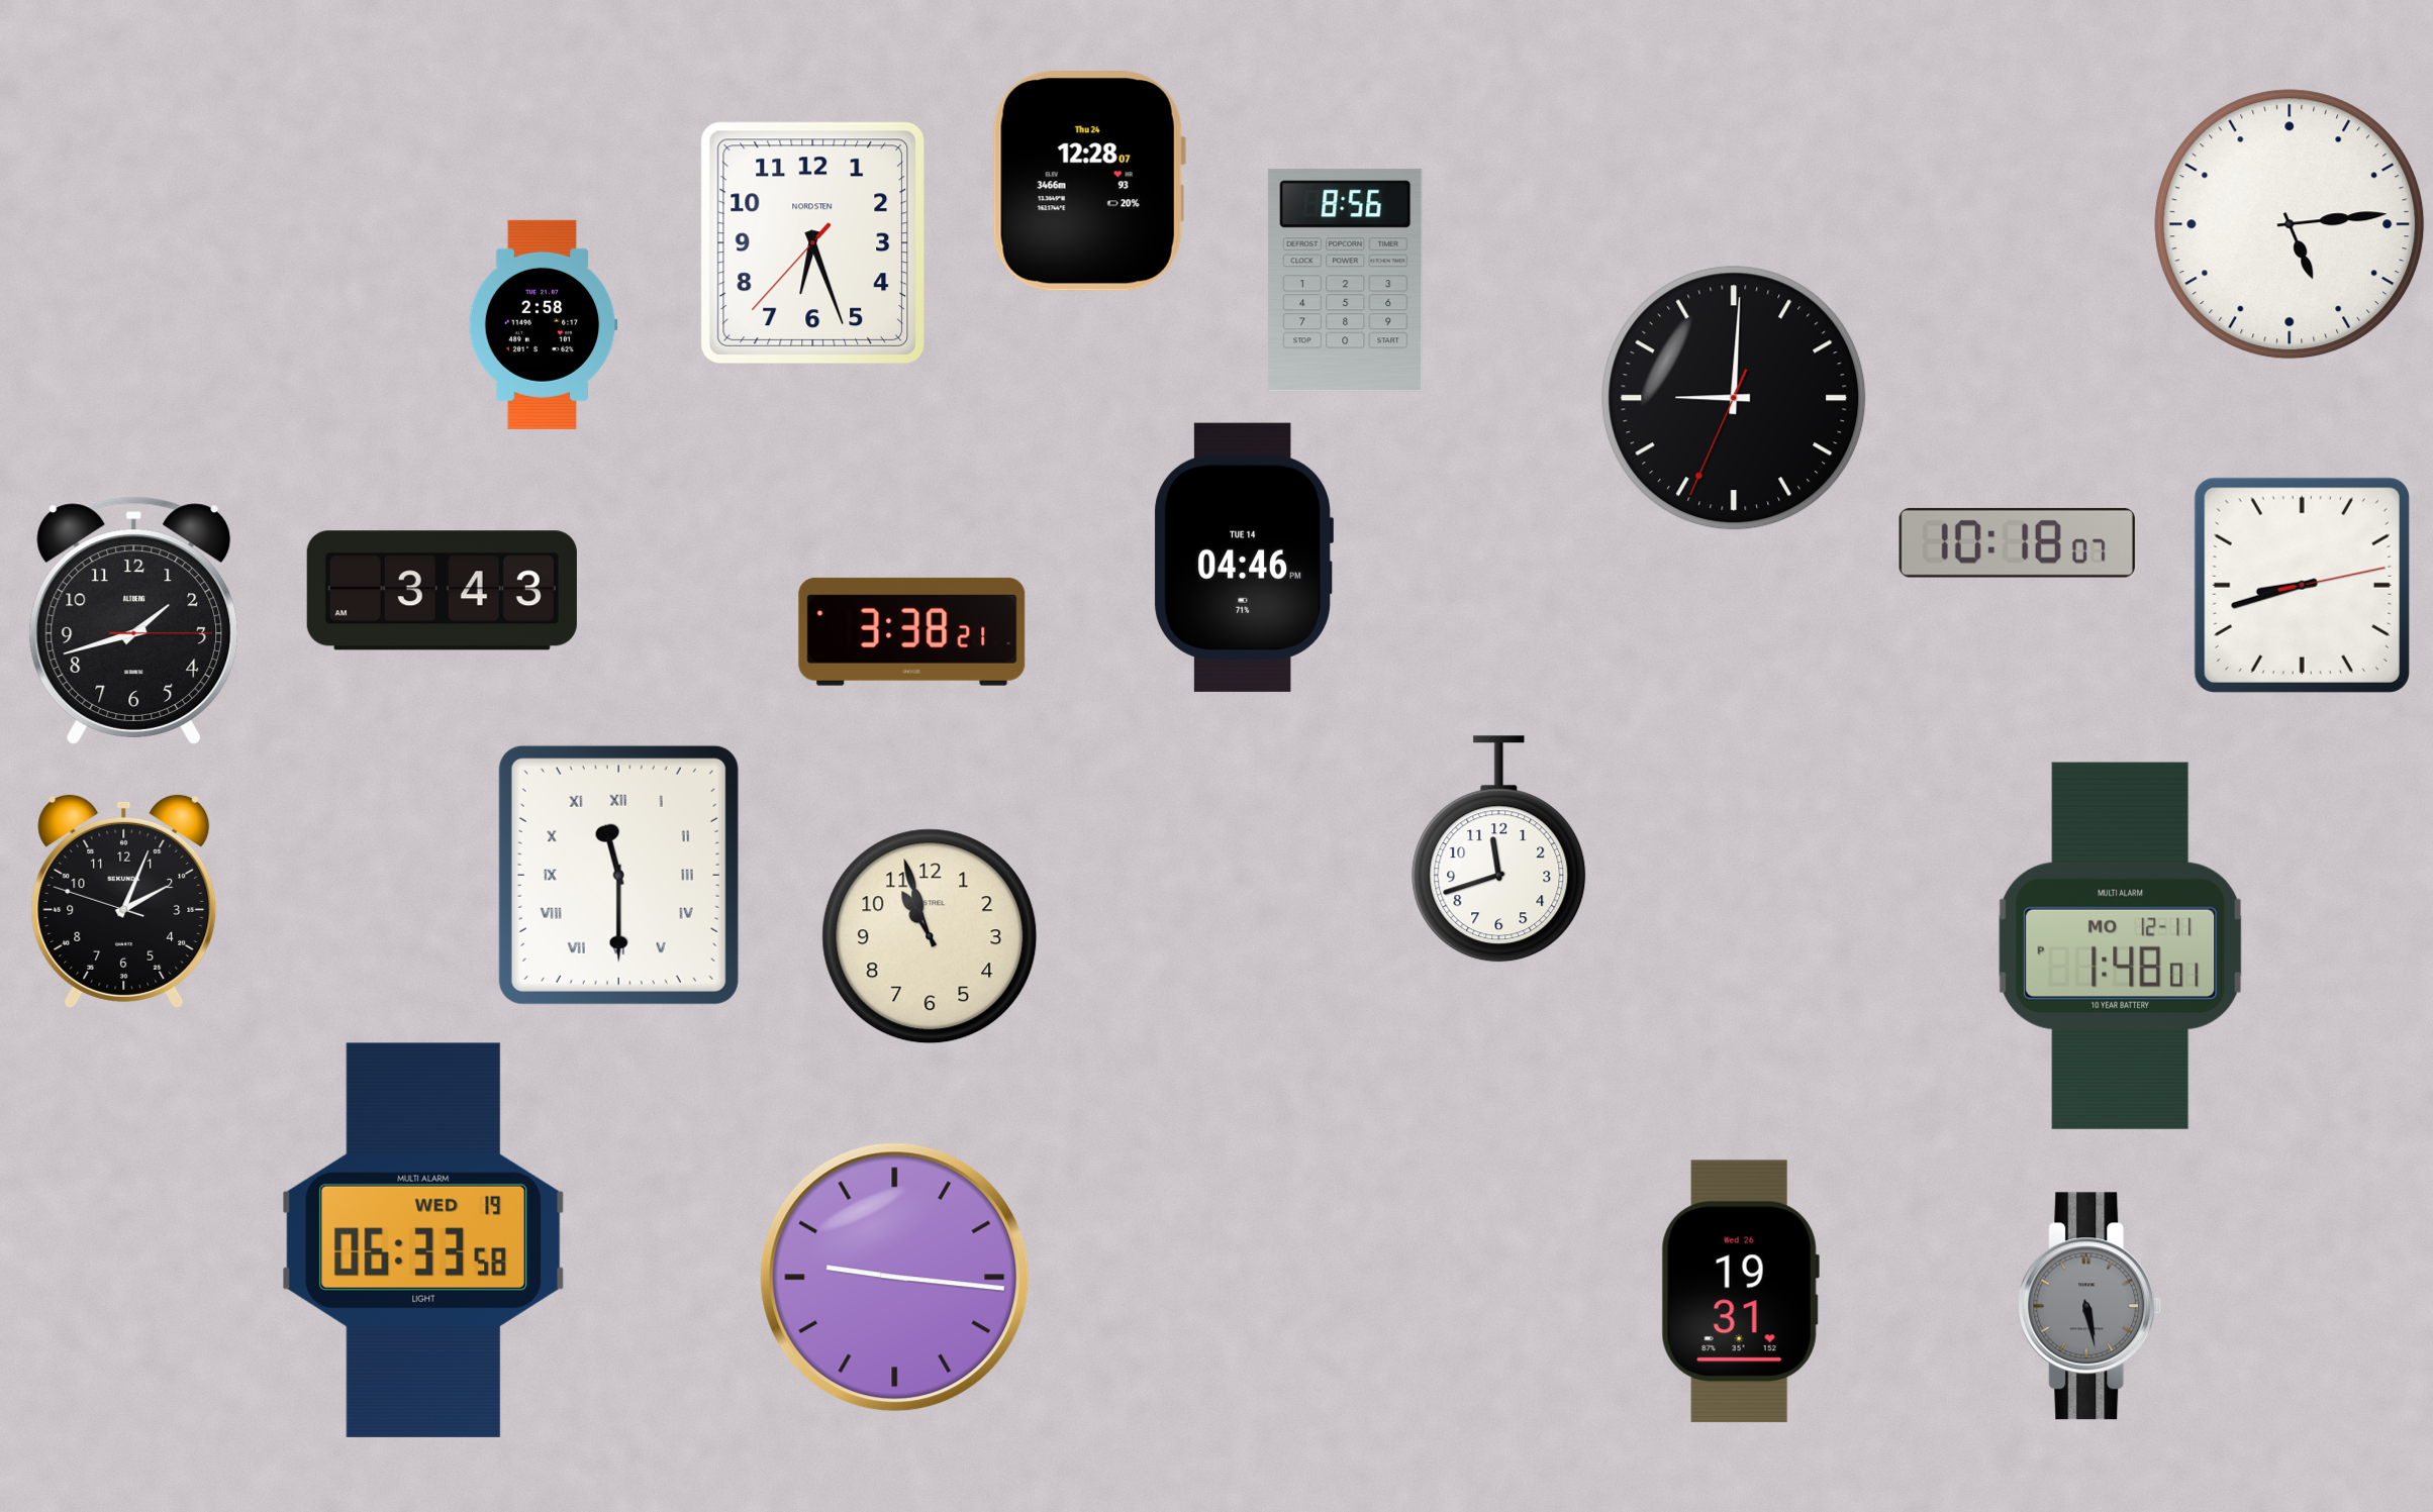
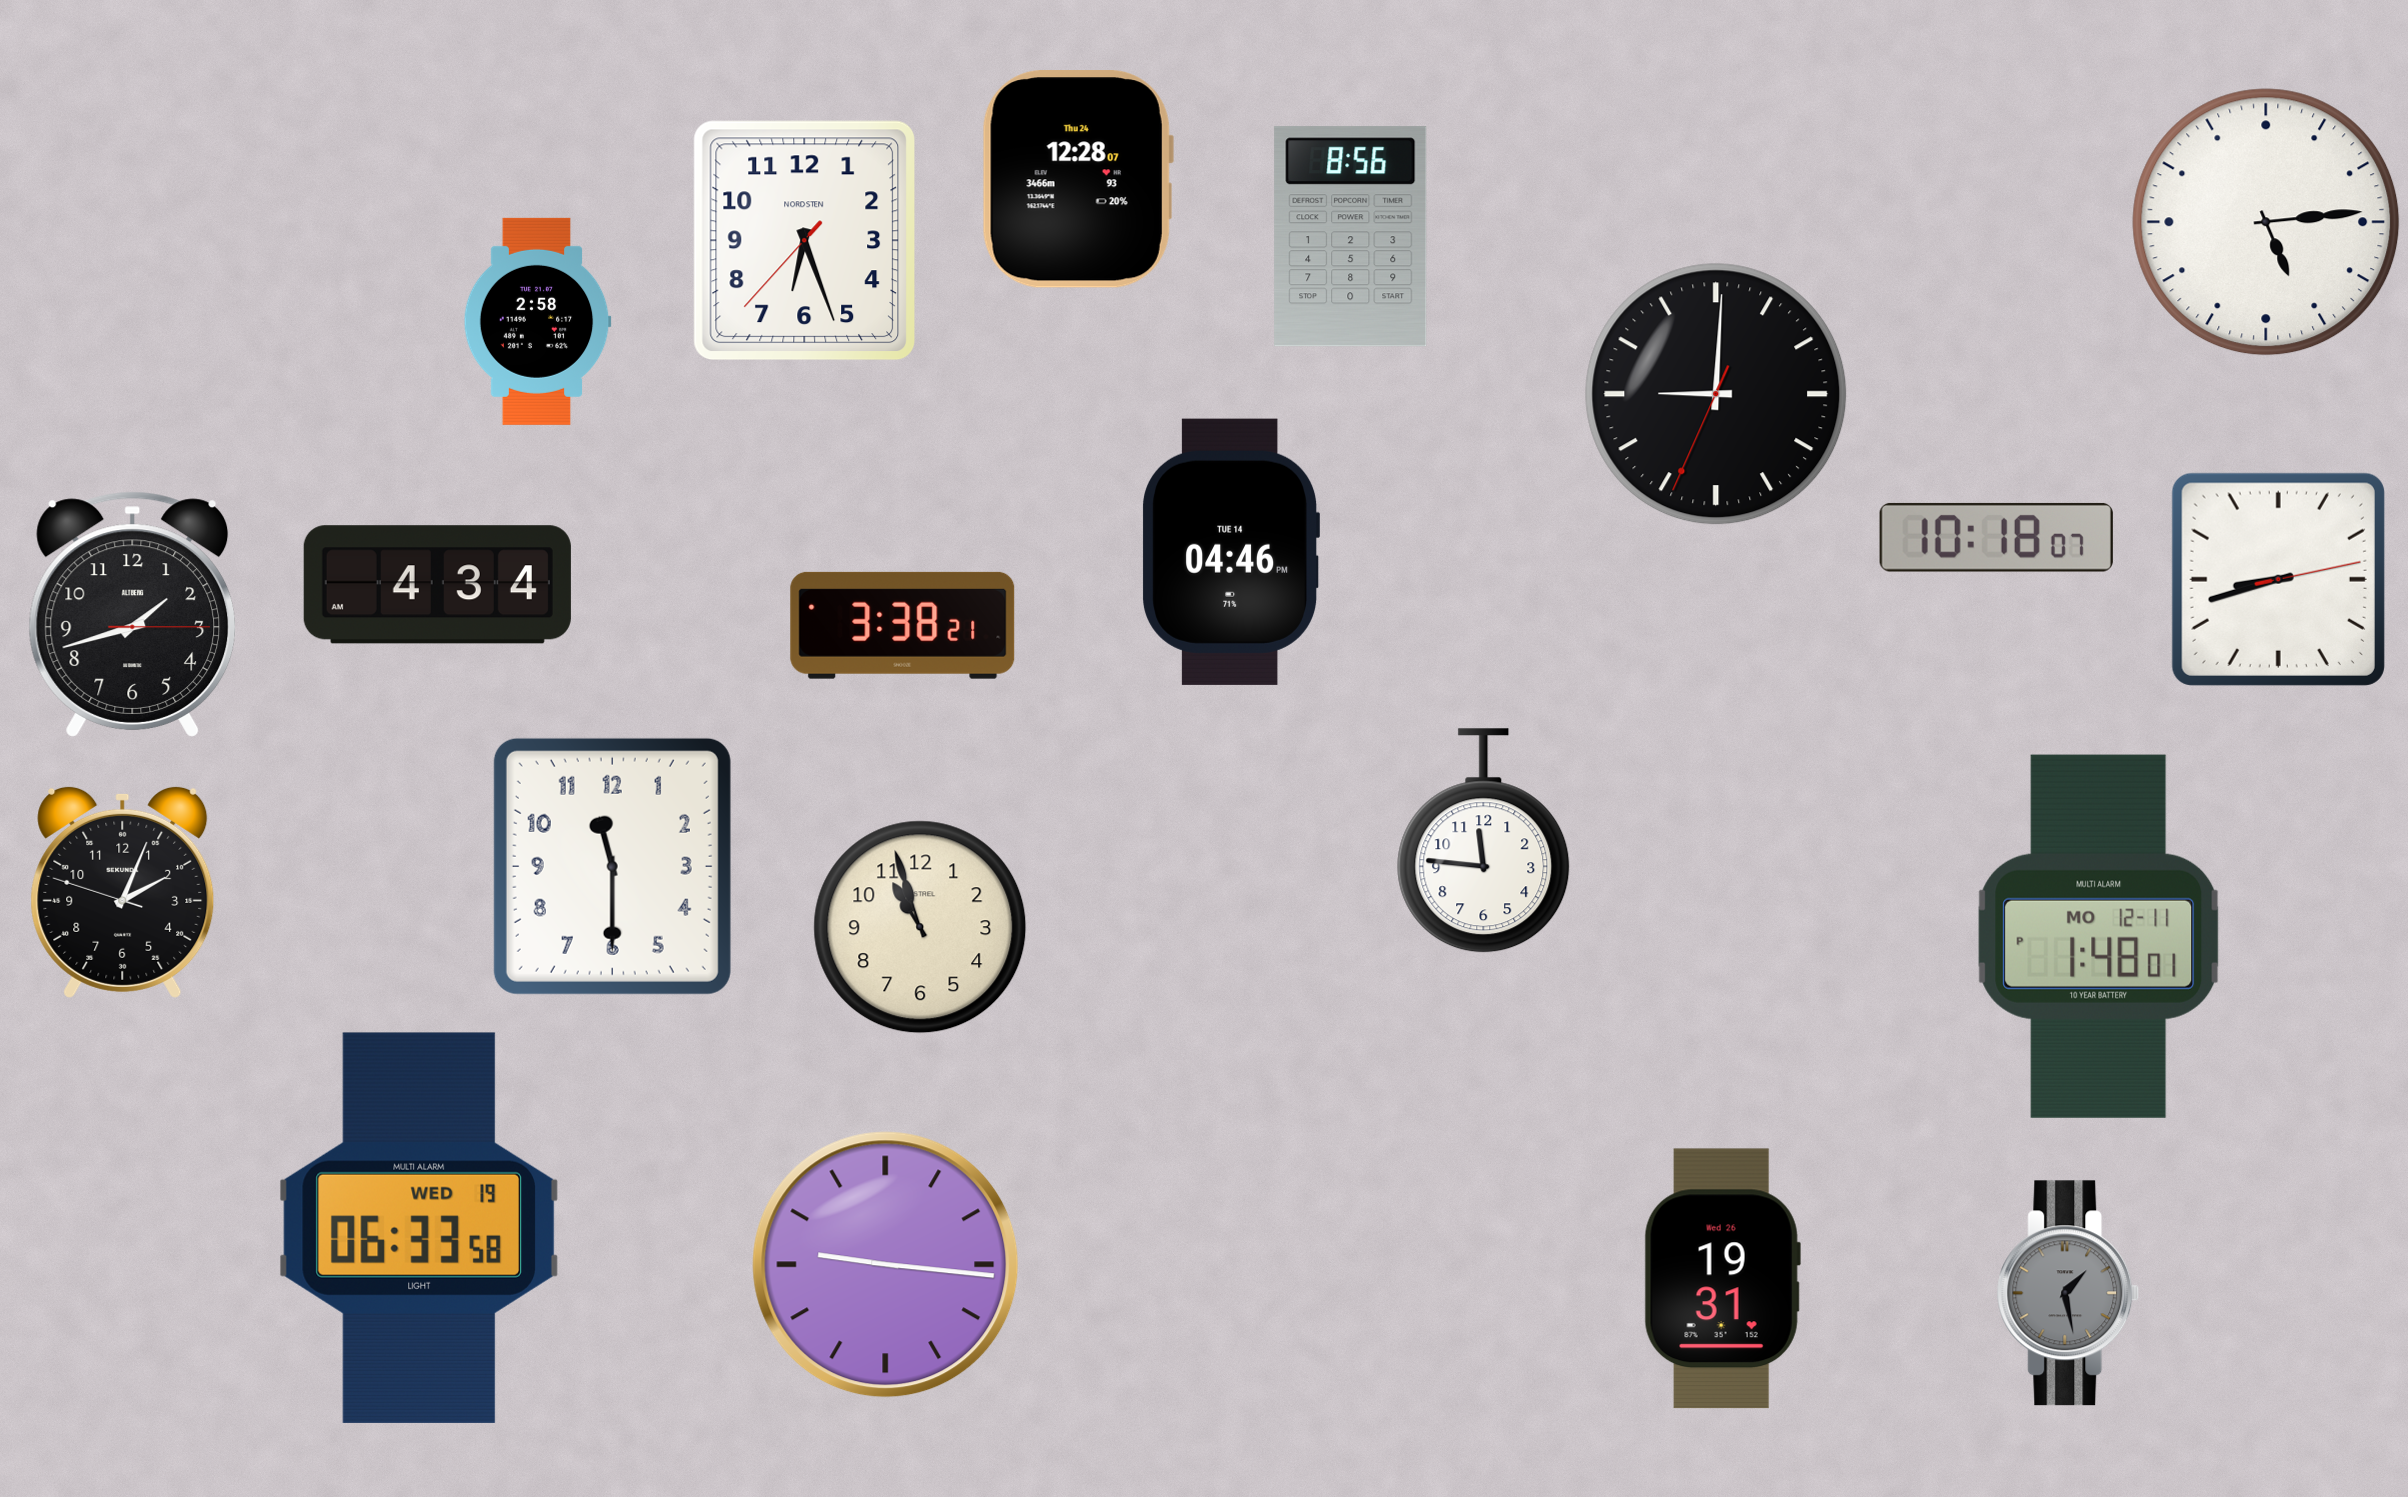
clock at (1346, 281) position: (1346, 281) -> (1351, 237)
clock at (442, 591): 3:43 -> 4:34
clock at (1499, 849): 11:42 -> 11:46
clock at (618, 875) numerals: Roman -> Arabic
clock at (2089, 1306): 5:28 -> 1:28
